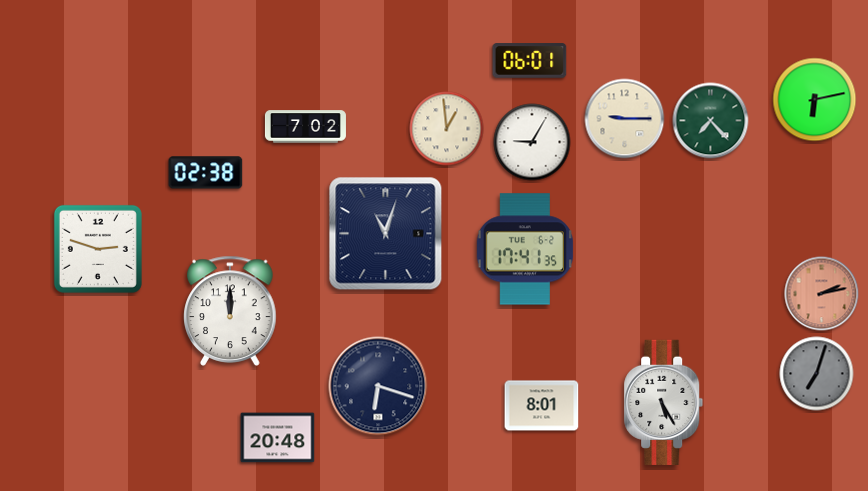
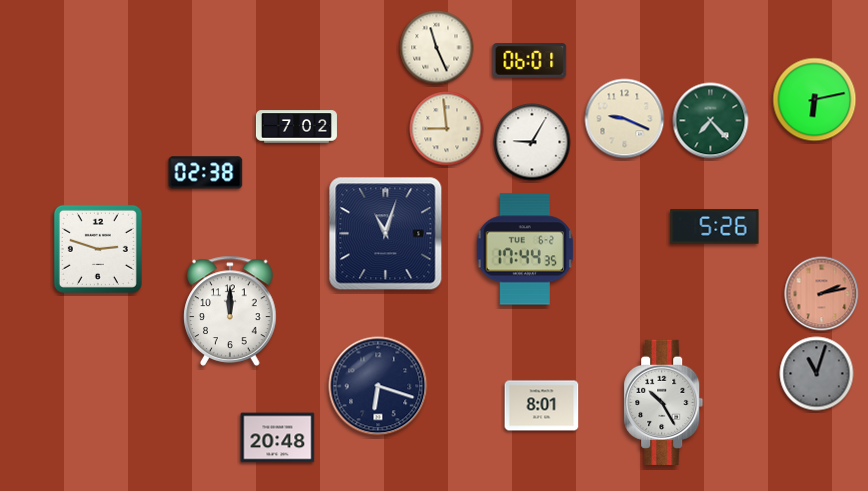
clock at (437, 48): none -> 11:26
clock at (625, 119): 9:15 -> 9:19
clock at (305, 127) position: (305, 127) -> (296, 127)
clock at (447, 129): 12:59 -> 8:59
clock at (715, 227): none -> 5:26
clock at (524, 249): 17:41 -> 17:44
clock at (817, 374): 7:03 -> 11:03
clock at (664, 402): 5:25 -> 10:25
